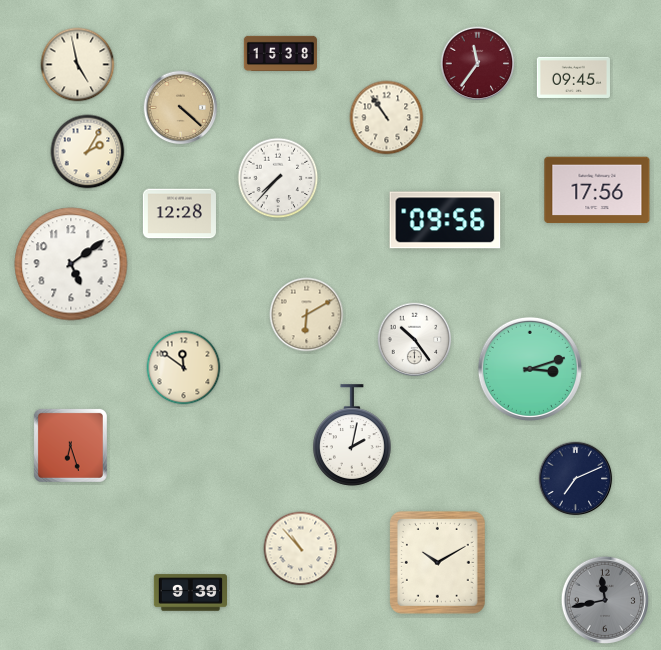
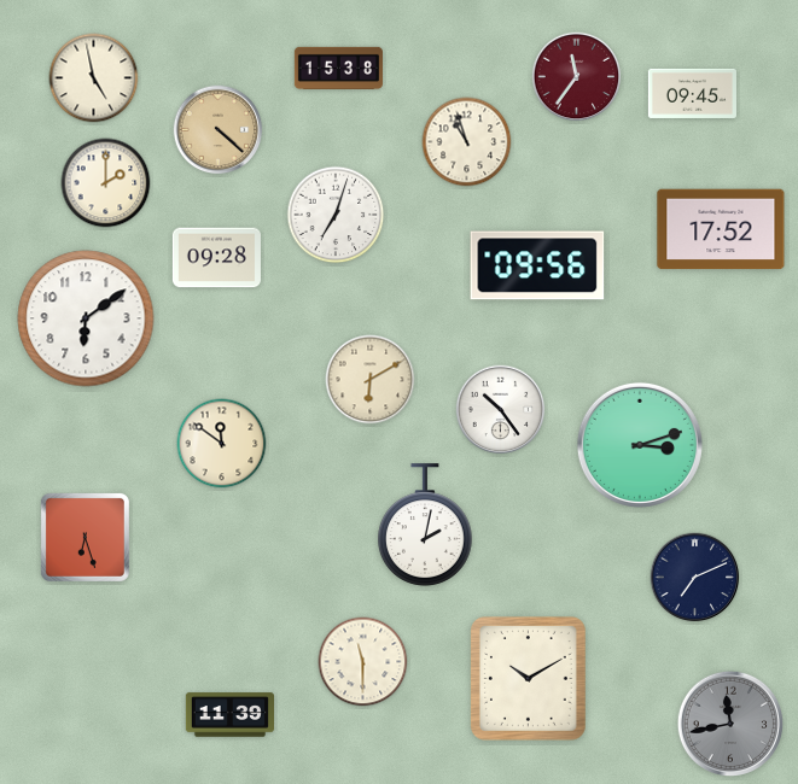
clock at (280, 53) position: (280, 53) -> (338, 68)
clock at (387, 118): 10:54 -> 10:57
clock at (88, 152): 2:05 -> 2:00
clock at (278, 178): 7:37 -> 7:03
clock at (597, 190): 17:56 -> 17:52
clock at (179, 214): 12:28 -> 09:28
clock at (71, 264): 5:09 -> 6:09
clock at (301, 549): 10:53 -> 11:30
clock at (190, 593): 9:39 -> 11:39
